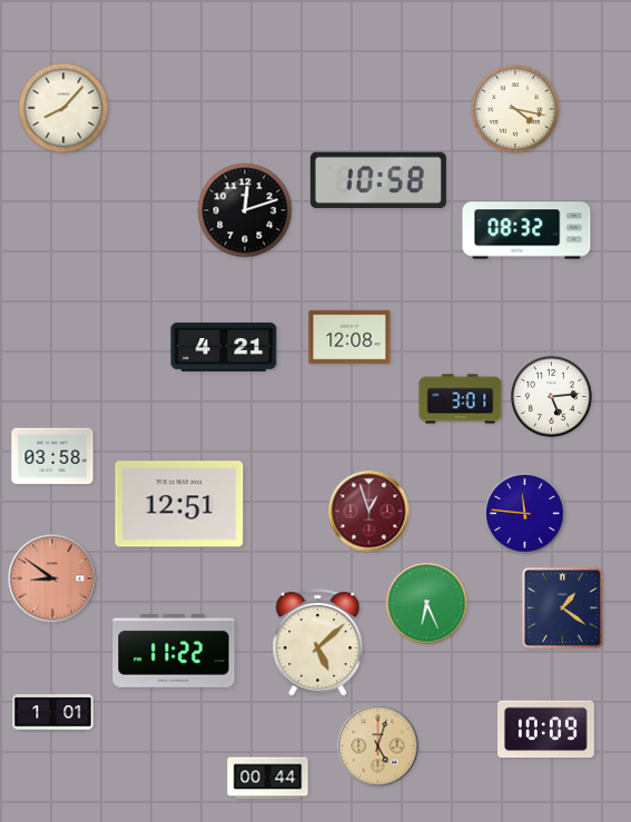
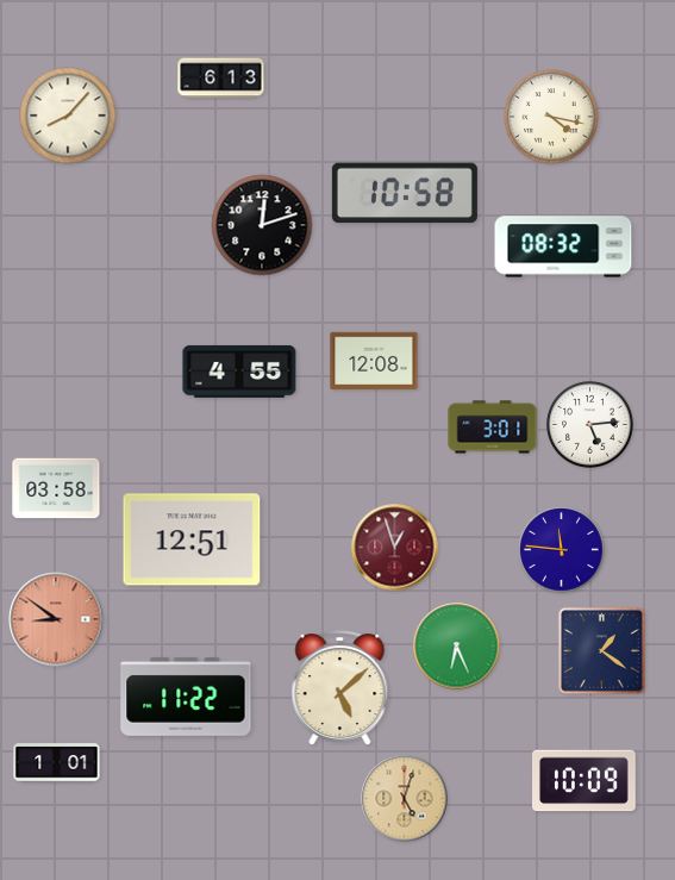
clock at (221, 79): none -> 6:13
clock at (224, 347): 4:21 -> 4:55
clock at (268, 779): 00:44 -> none
